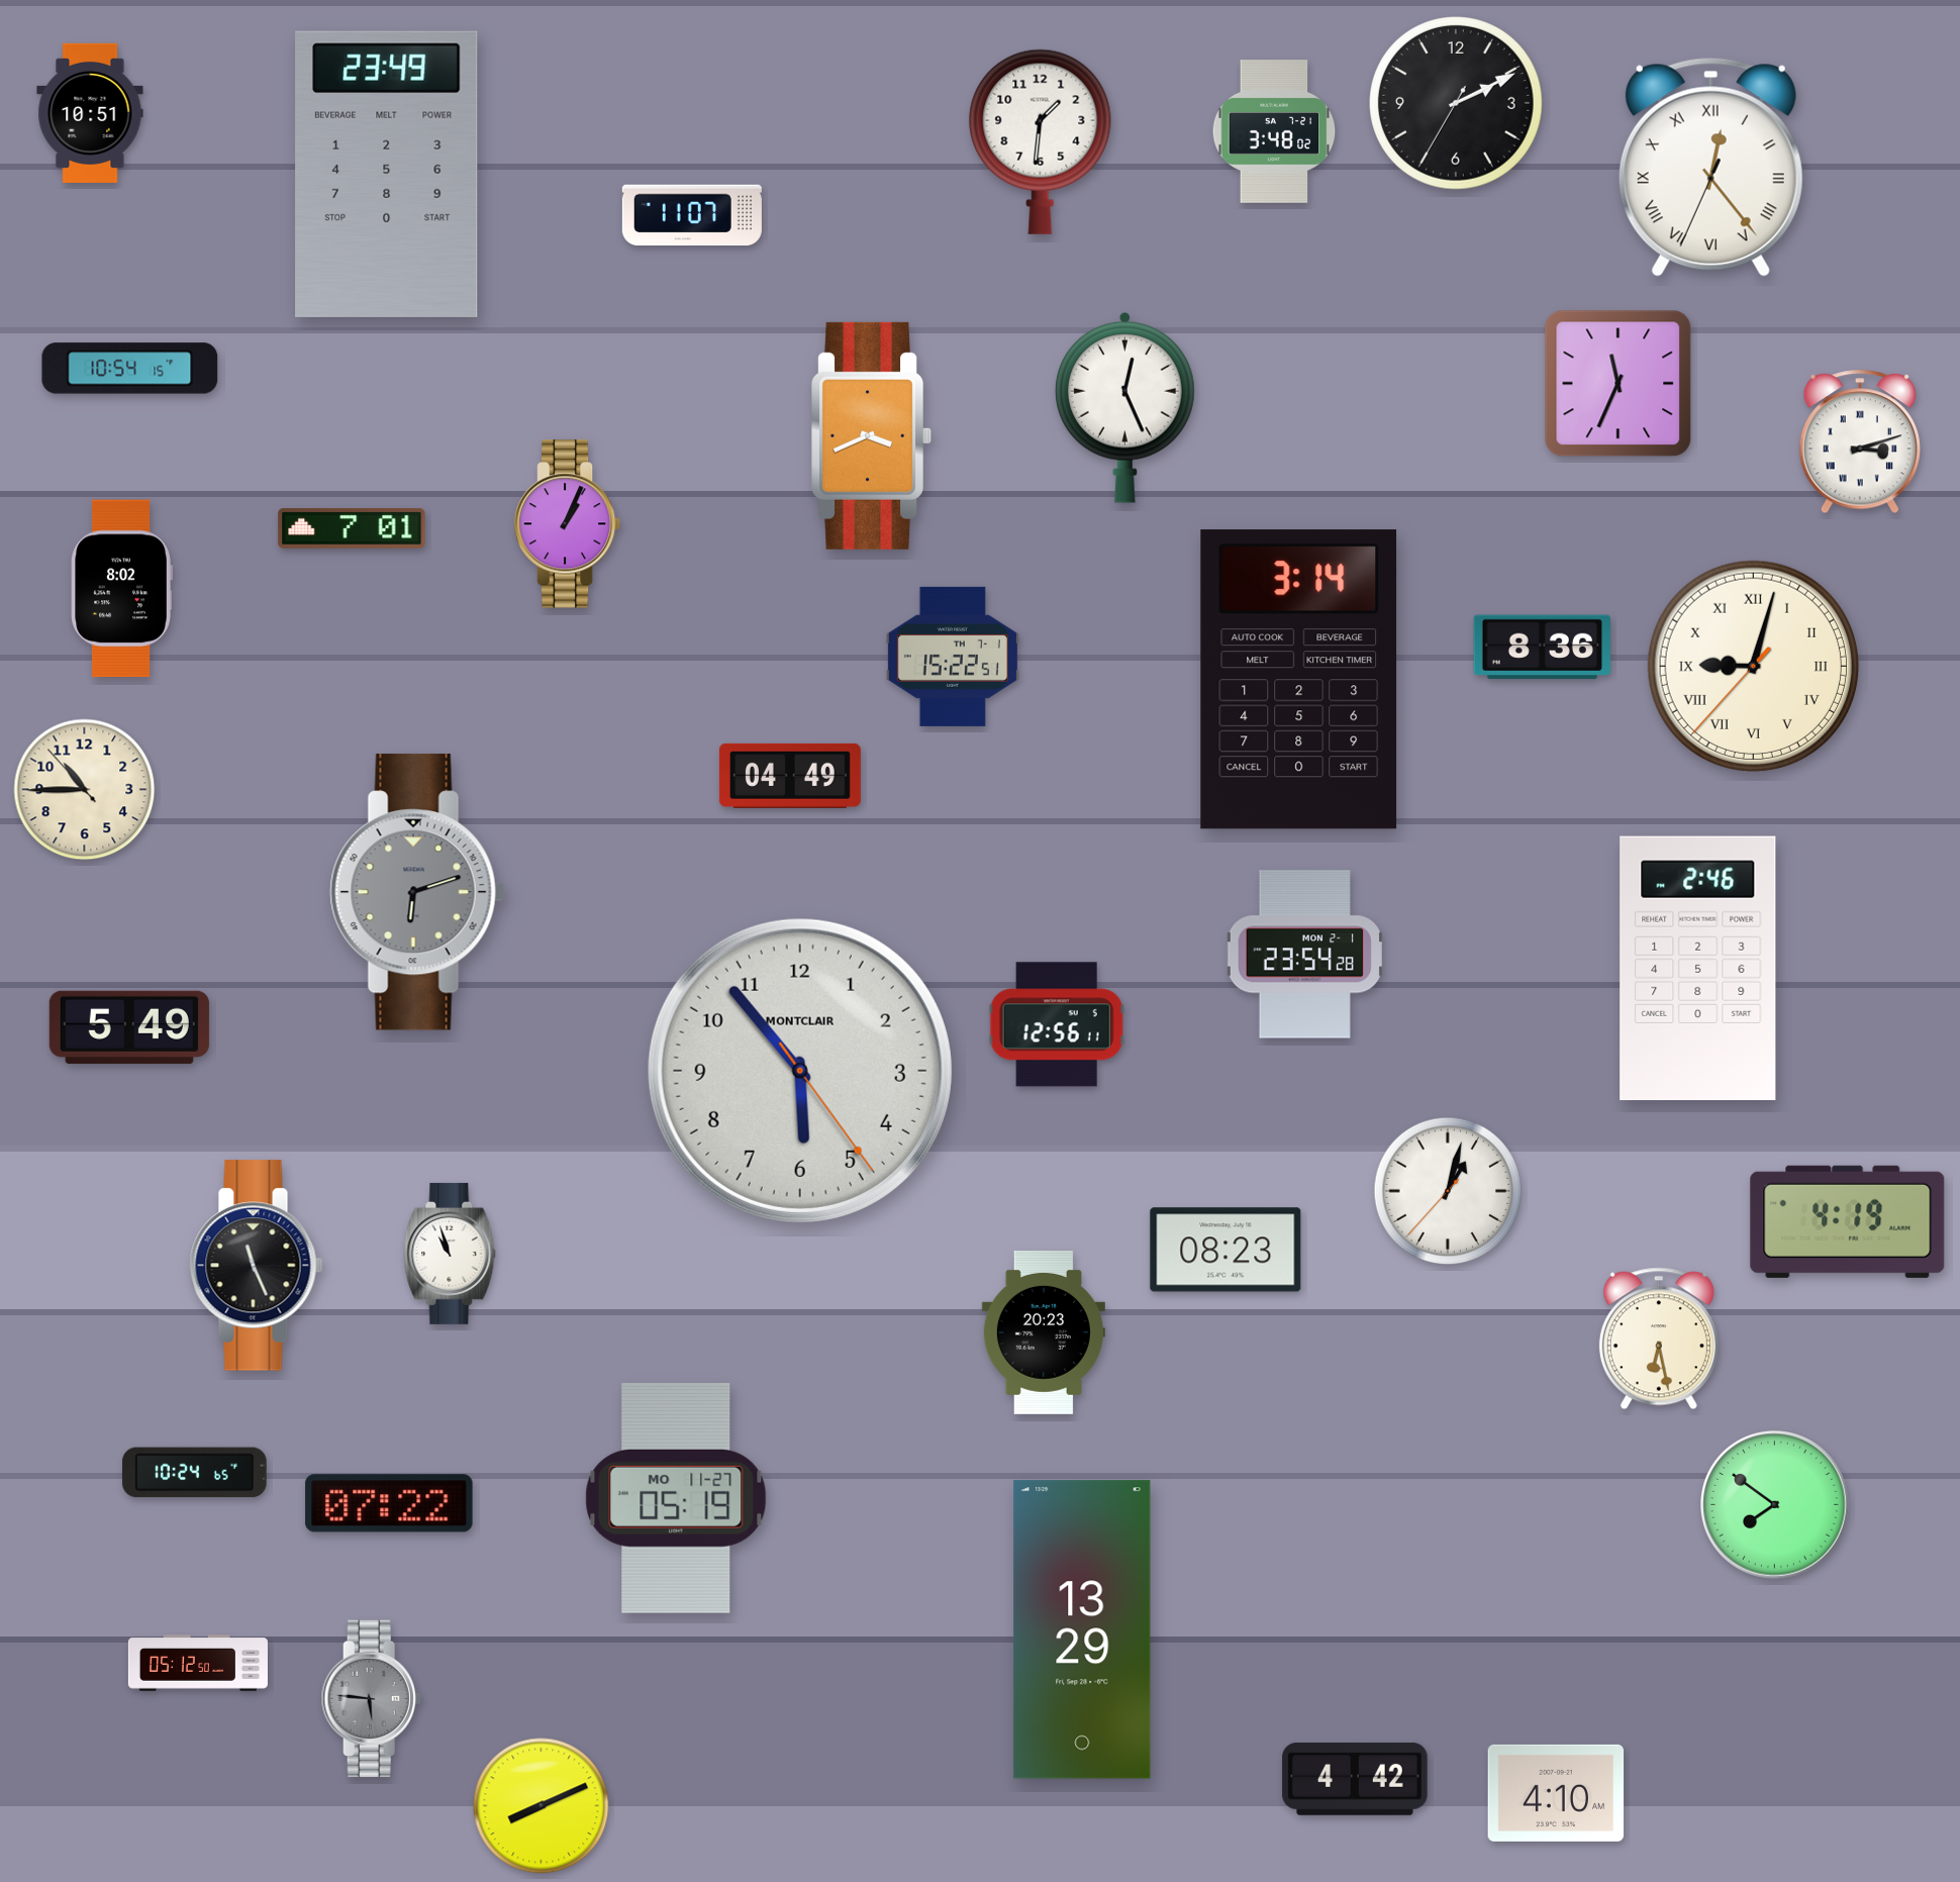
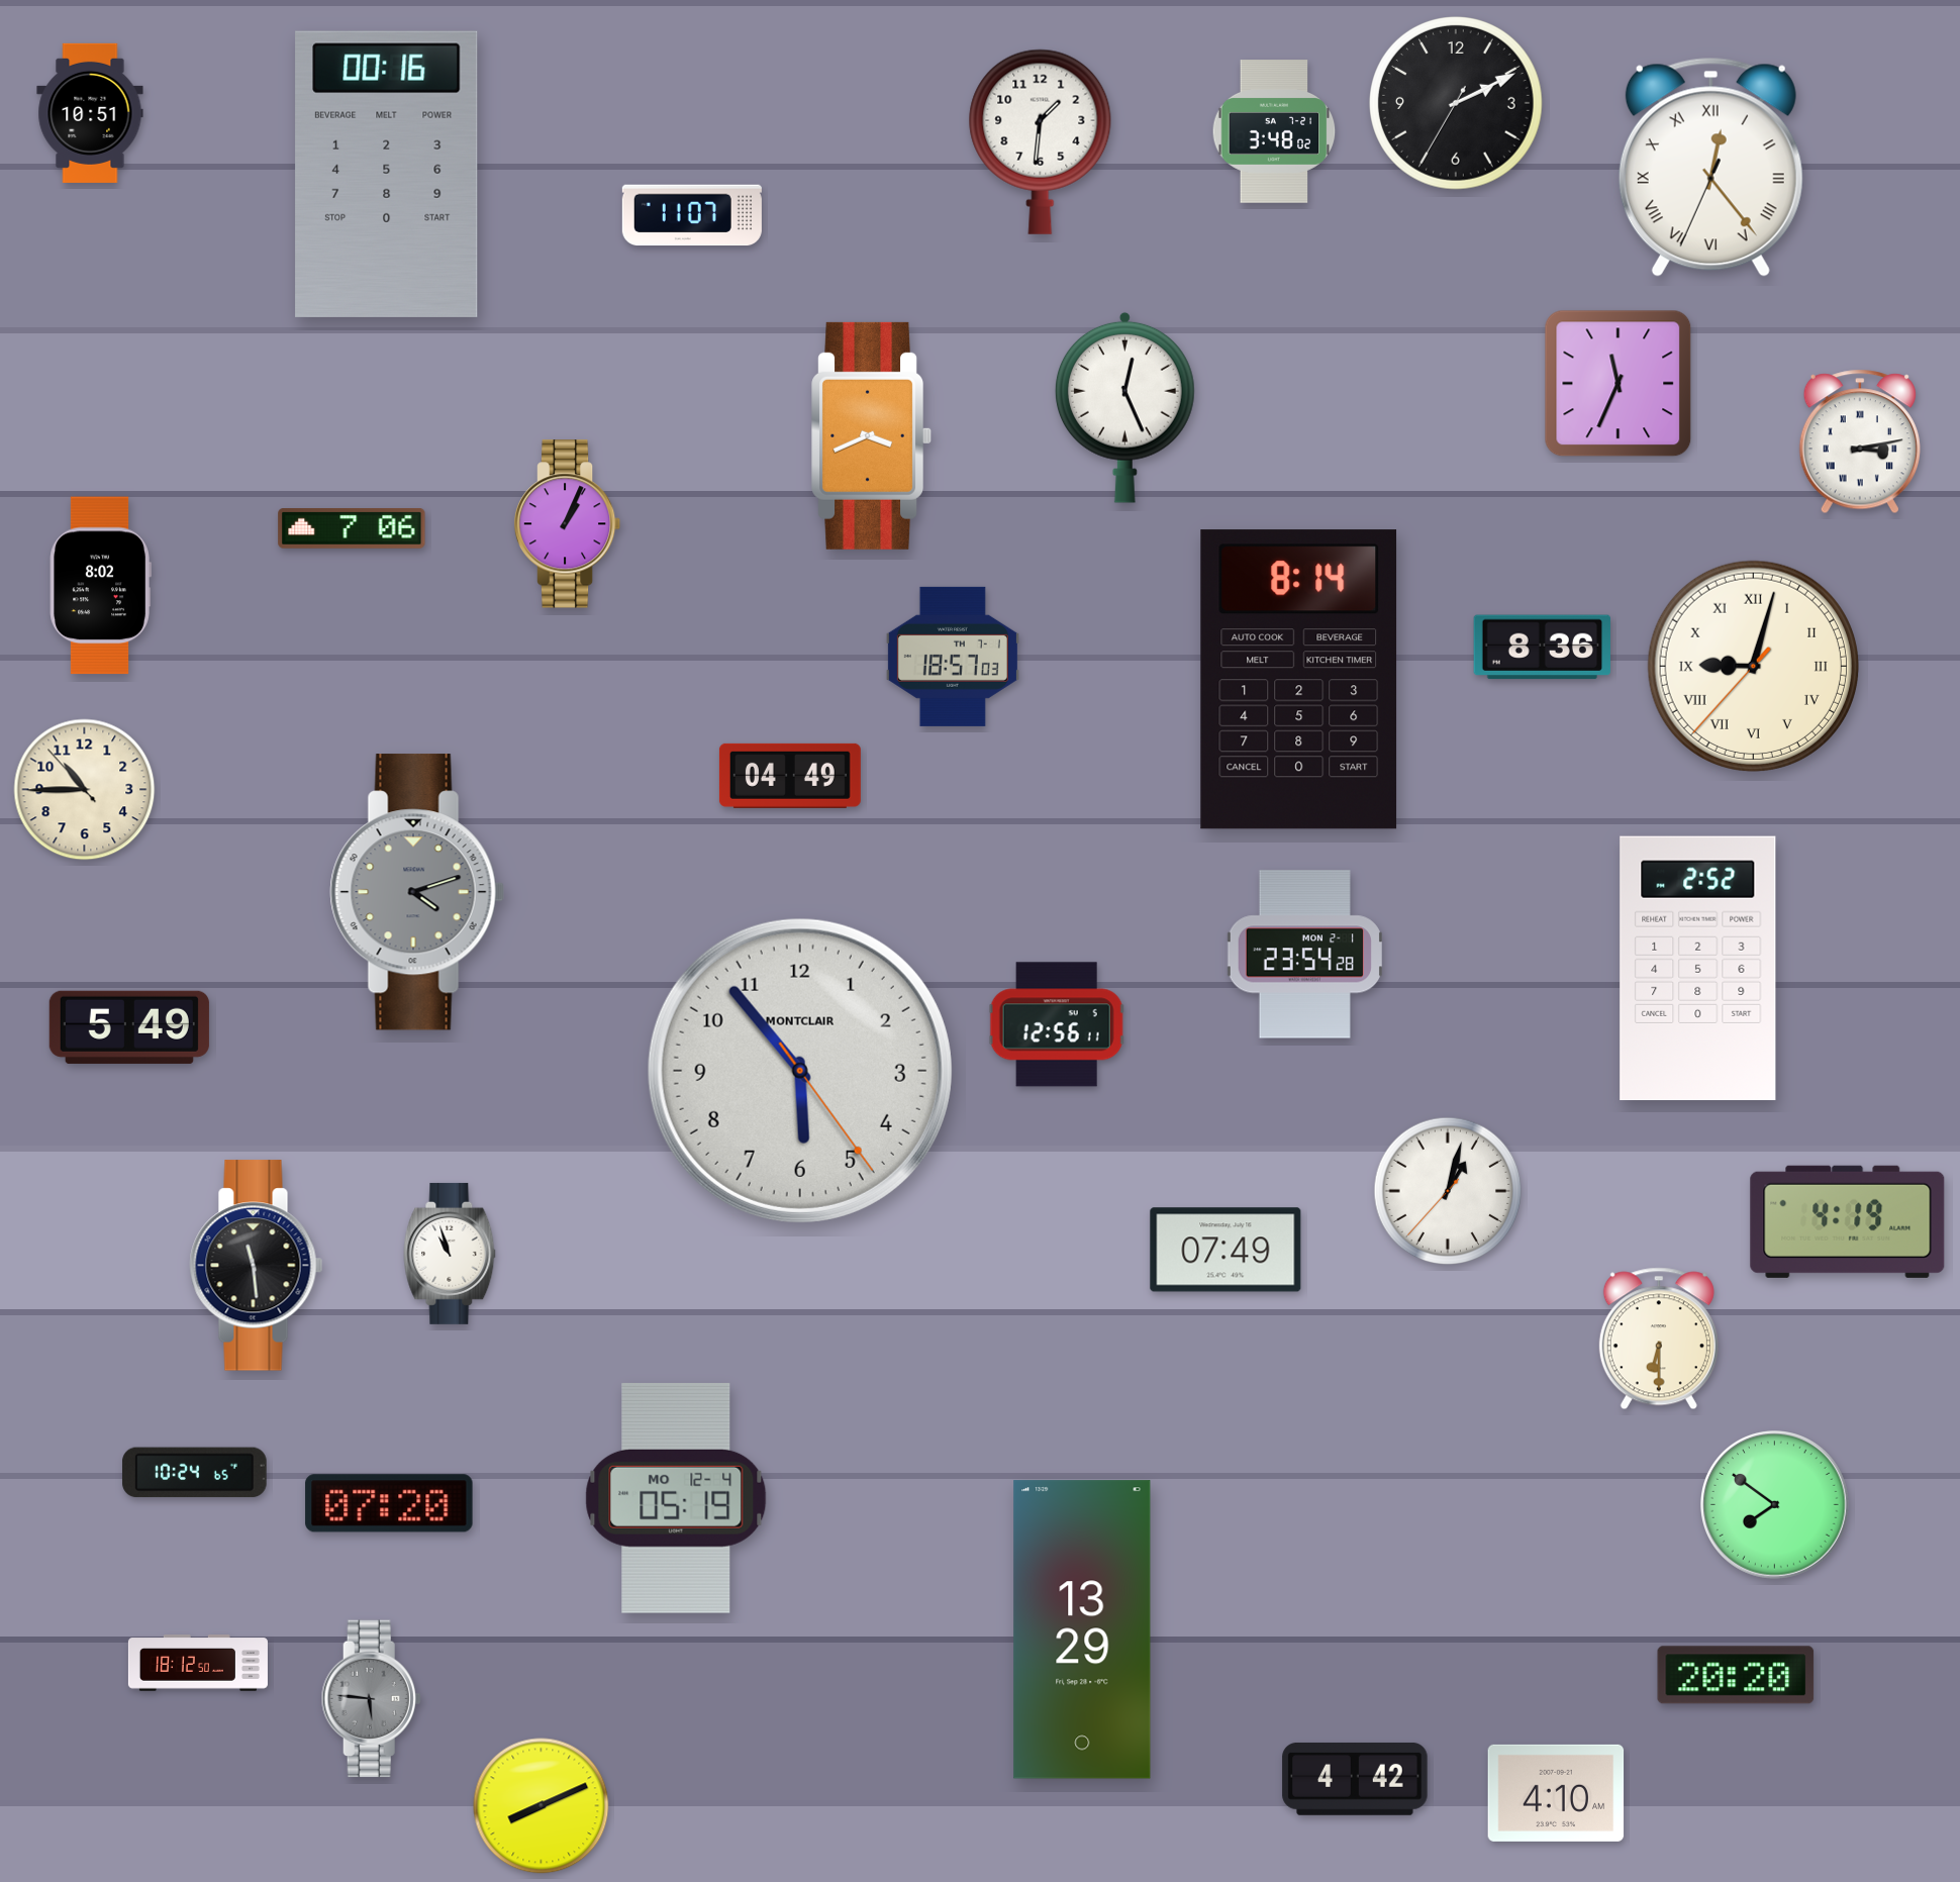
clock at (387, 174): 23:49 -> 00:16
clock at (130, 369): 10:54 -> none
clock at (1859, 441): 3:12 -> 3:13
clock at (352, 529): 7:01 -> 7:06
clock at (121, 589) position: (121, 589) -> (100, 586)
clock at (953, 657): 15:22 -> 18:57
clock at (1299, 680): 3:14 -> 8:14
clock at (417, 892): 6:12 -> 4:12
clock at (1698, 969): 2:46 -> 2:52
clock at (1226, 1250): 08:23 -> 07:49
clock at (257, 1266): 11:26 -> 11:29
clock at (1044, 1332): 20:23 -> none
clock at (1659, 1339): 6:28 -> 6:30
clock at (676, 1498) date: MO 11-27 -> MO 12-4
clock at (389, 1503): 07:22 -> 07:20
clock at (198, 1663): 05:12 -> 18:12
clock at (1736, 1675): none -> 20:20
